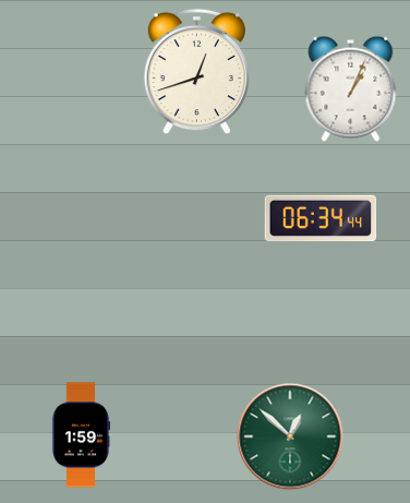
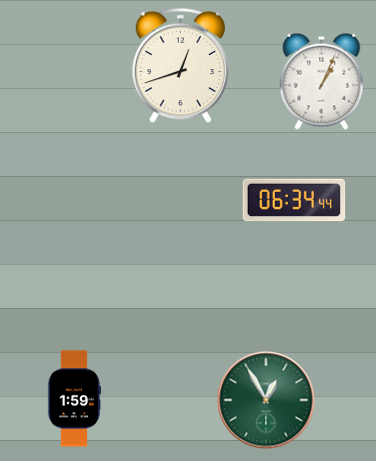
clock at (290, 436): 12:52 -> 12:55
